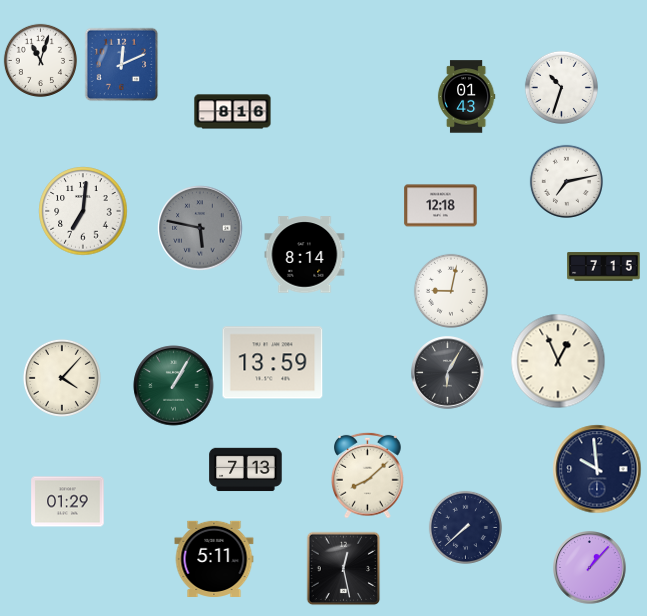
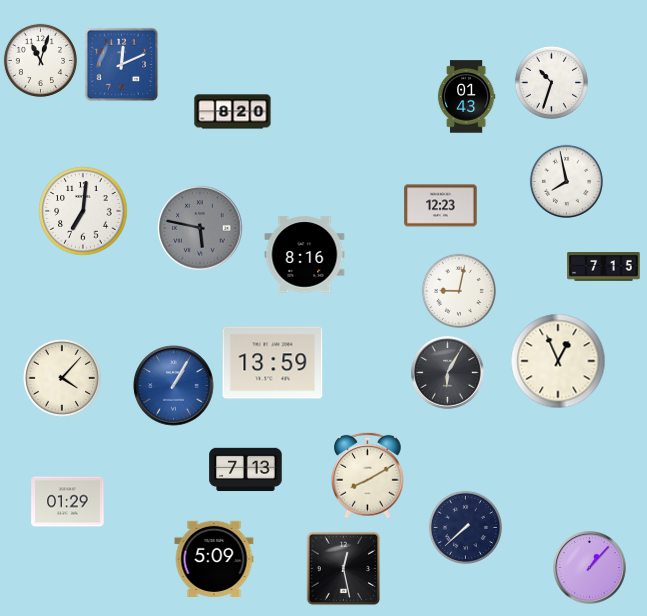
clock at (561, 87) position: (561, 87) -> (551, 82)
clock at (233, 112): 8:16 -> 8:20
clock at (566, 181): 7:13 -> 7:58
clock at (441, 206): 12:18 -> 12:23
clock at (305, 255): 8:14 -> 8:16
clock at (451, 291) position: (451, 291) -> (459, 291)
clock at (174, 386) dial: green -> blue
clock at (597, 469): 9:59 -> none
clock at (368, 475): 8:08 -> 8:10
clock at (214, 559): 5:11 -> 5:09
